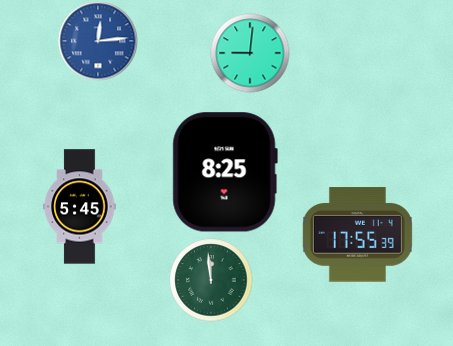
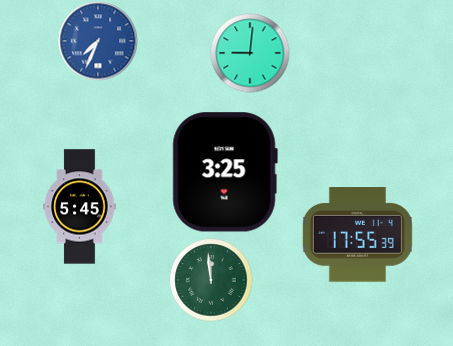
clock at (98, 41): 12:14 -> 7:34
clock at (225, 172): 8:25 -> 3:25
